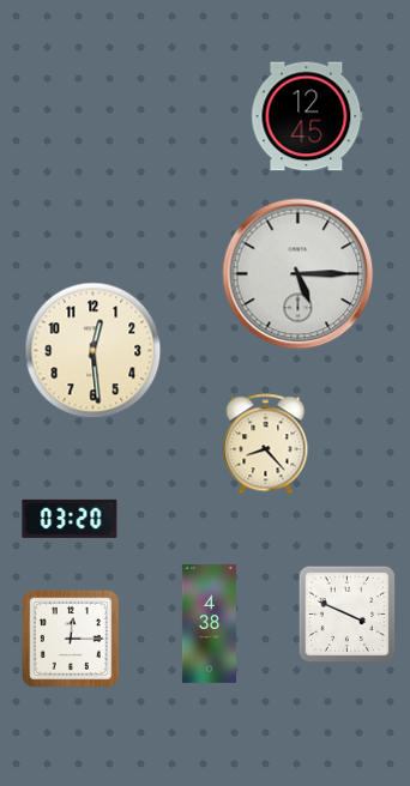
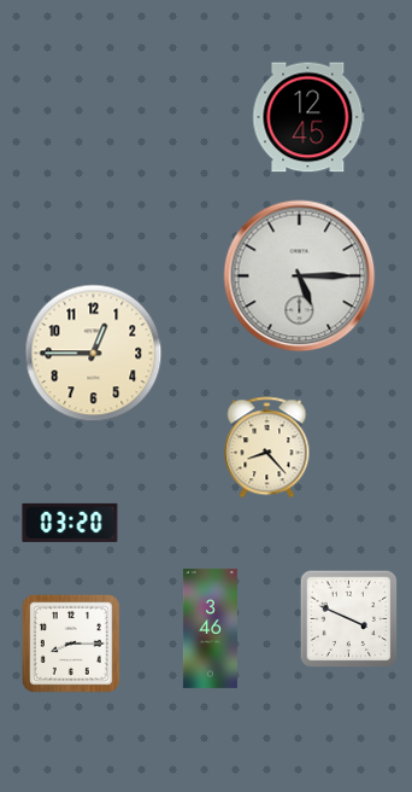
clock at (94, 351): 12:29 -> 12:45
clock at (209, 623): 4:38 -> 3:46
clock at (71, 639): 12:15 -> 8:15
